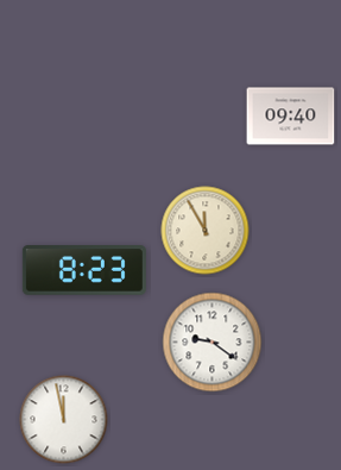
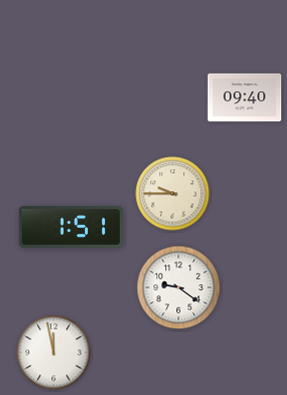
clock at (206, 231): 11:55 -> 9:45
clock at (84, 271): 8:23 -> 1:51
